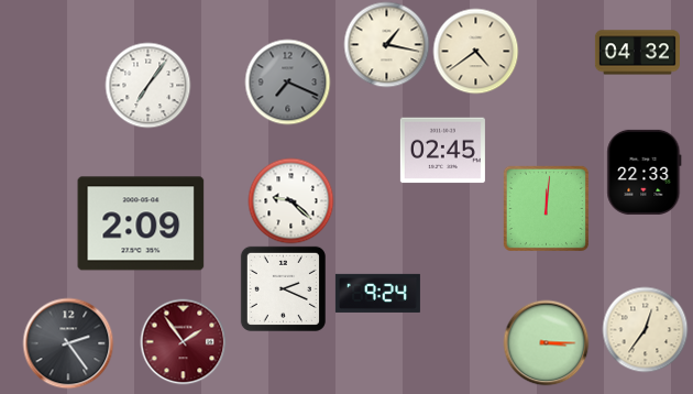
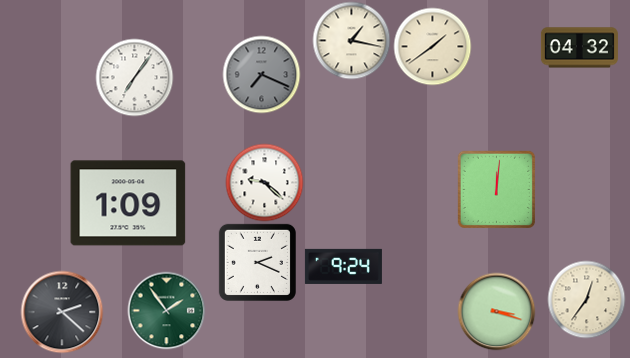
clock at (475, 51): 4:39 -> 1:39
clock at (442, 151): 02:45 -> none
clock at (645, 172): 22:33 -> none
clock at (141, 223): 2:09 -> 1:09
clock at (183, 341) dial: burgundy -> green
clock at (546, 342): 3:15 -> 3:18
clock at (68, 343): 2:24 -> 2:22
